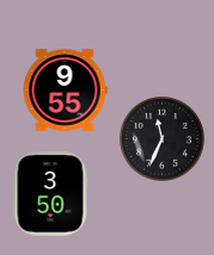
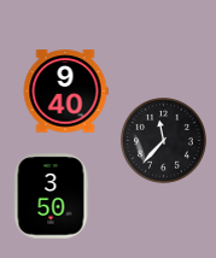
clock at (65, 91): 9:55 -> 9:40
clock at (161, 138): 11:34 -> 11:37
